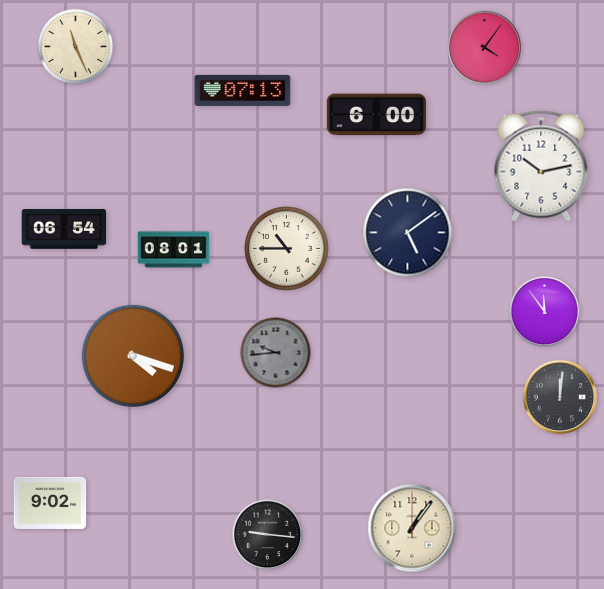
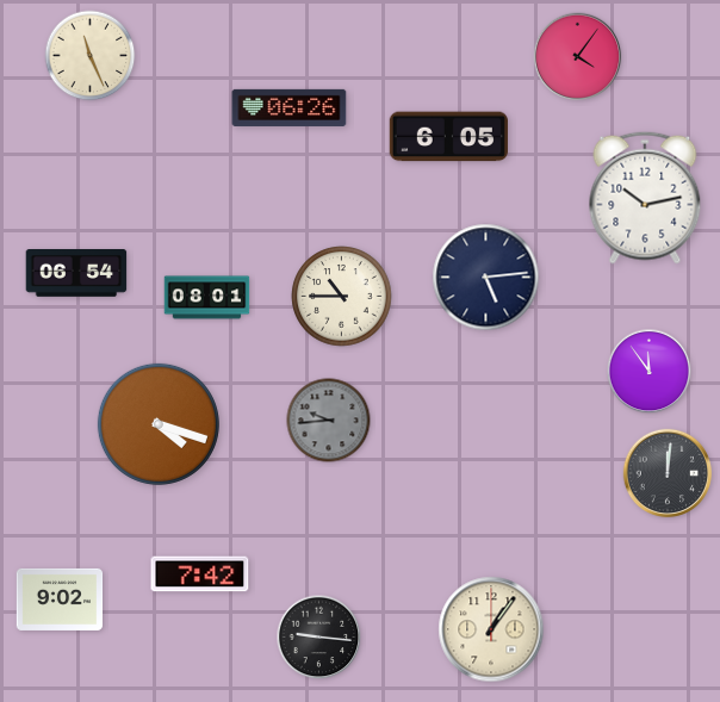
clock at (243, 90): 07:13 -> 06:26
clock at (376, 115): 6:00 -> 6:05
clock at (408, 233): 5:09 -> 5:14
clock at (200, 574): none -> 7:42
